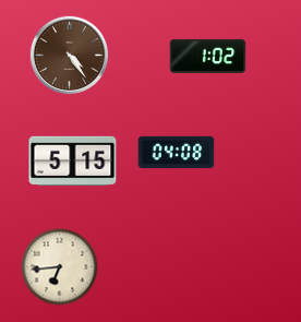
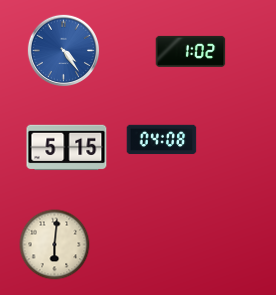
clock at (70, 56) dial: brown -> blue
clock at (60, 267): 6:44 -> 6:01
